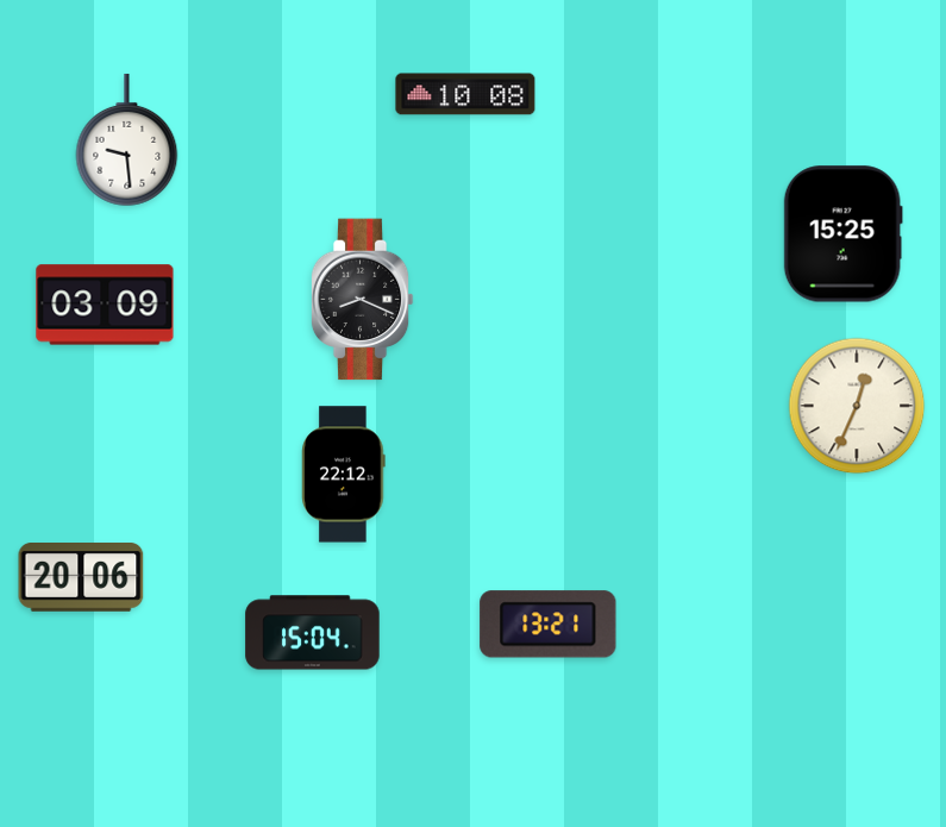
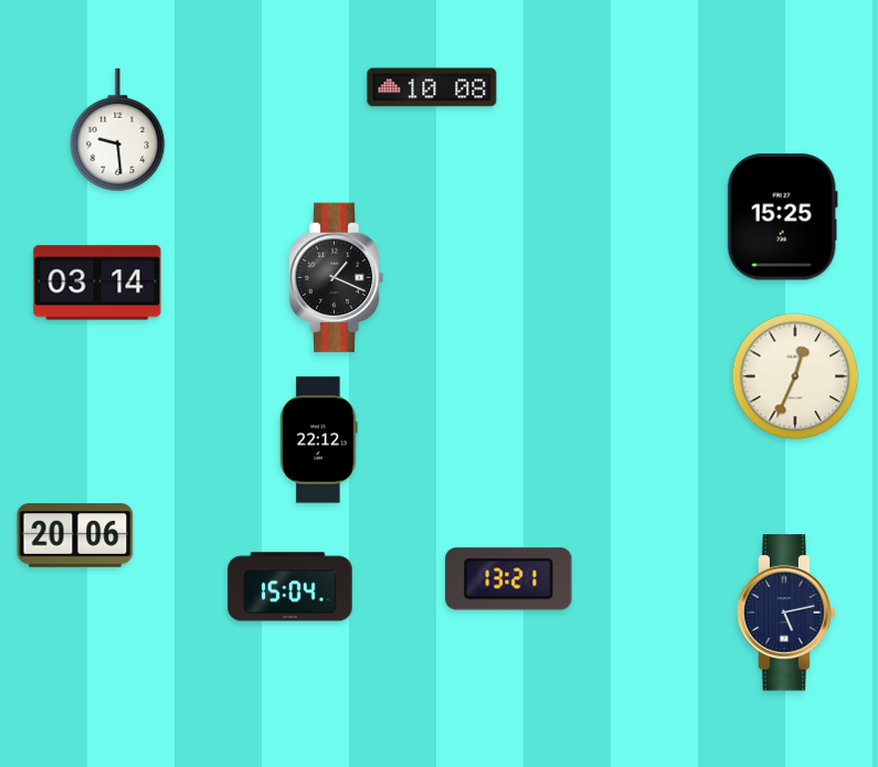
clock at (362, 300): 8:19 -> 1:19
clock at (105, 305): 03:09 -> 03:14
clock at (786, 612): none -> 5:13
